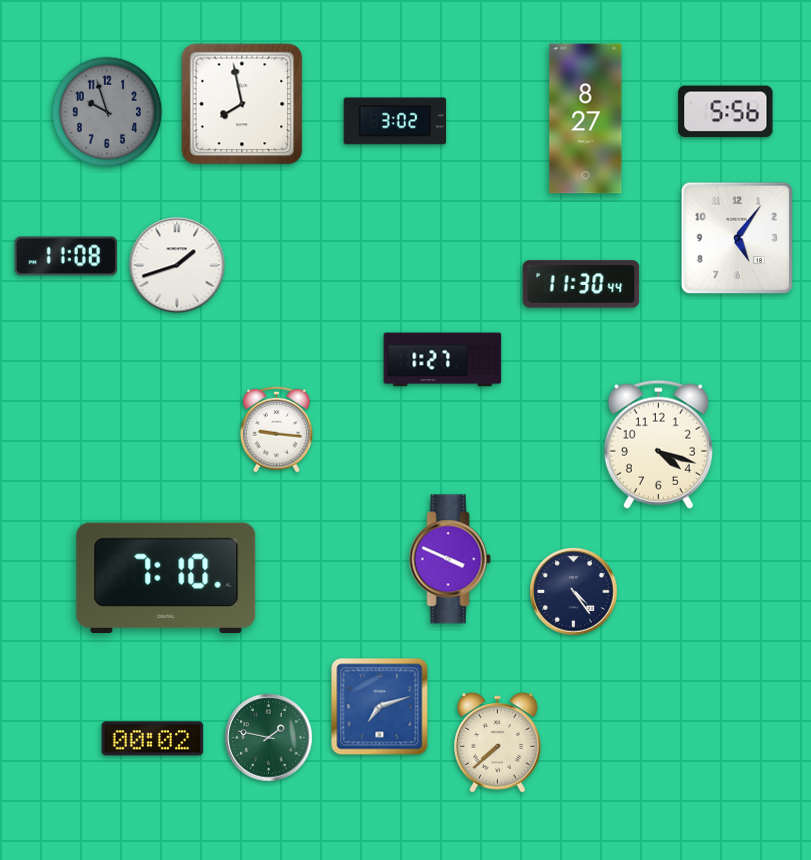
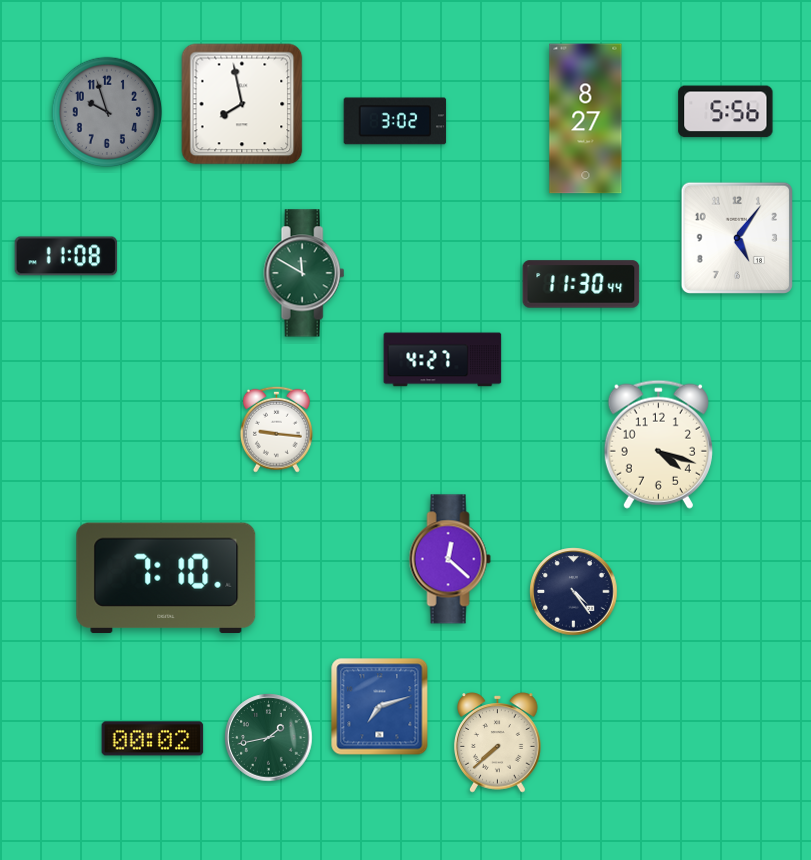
clock at (177, 265): 1:42 -> none
clock at (304, 273): none -> 11:50
clock at (443, 360): 1:27 -> 4:27
clock at (450, 559): 3:49 -> 12:22
clock at (269, 738): 1:47 -> 1:43
